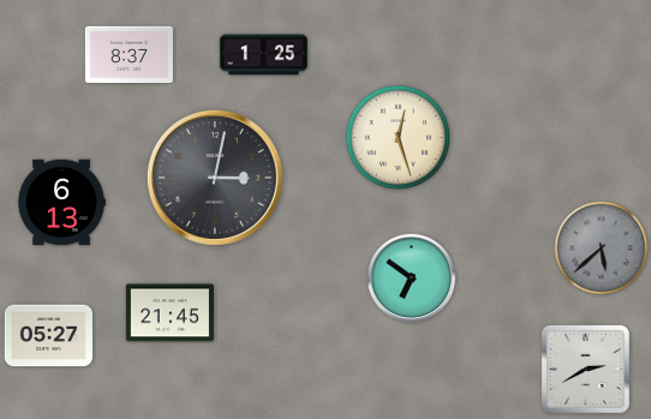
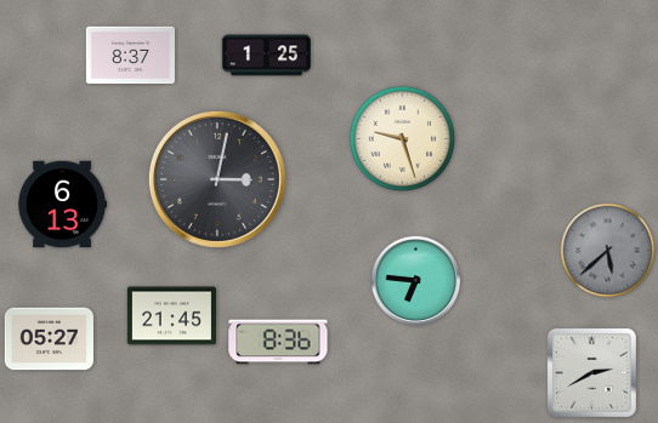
clock at (399, 138): 12:27 -> 9:27
clock at (412, 279): 6:51 -> 6:46
clock at (278, 342): none -> 8:36
